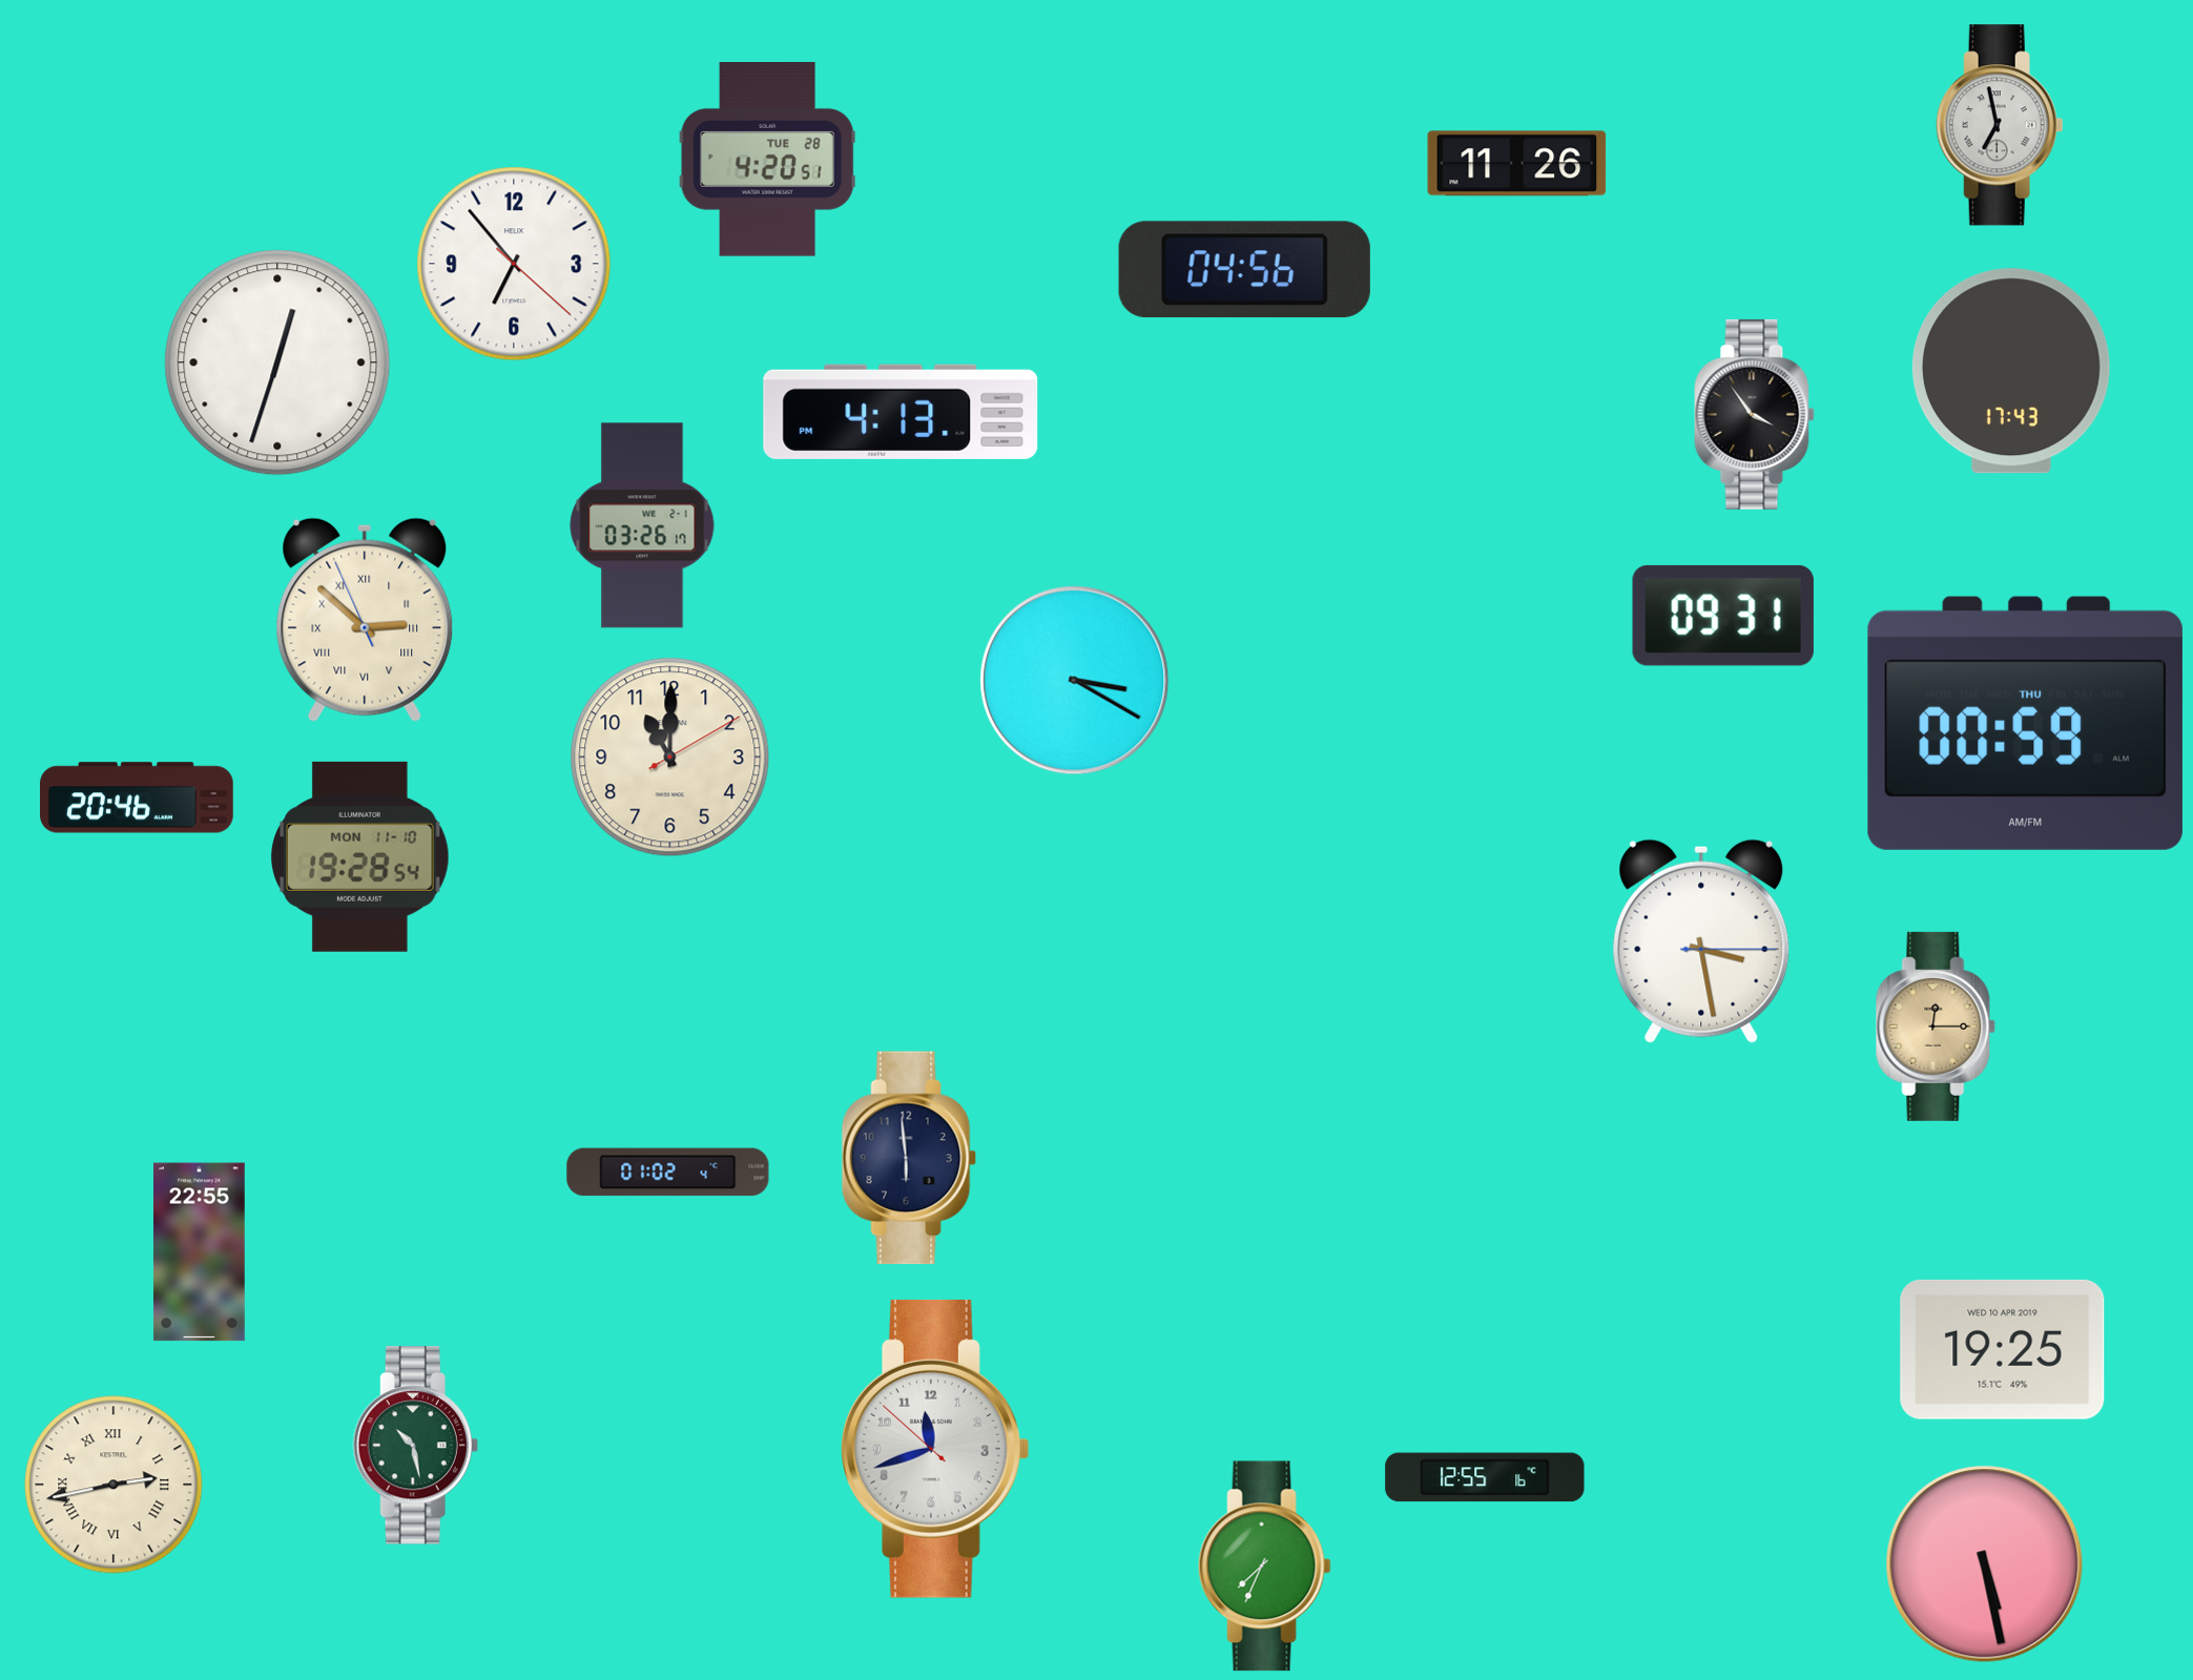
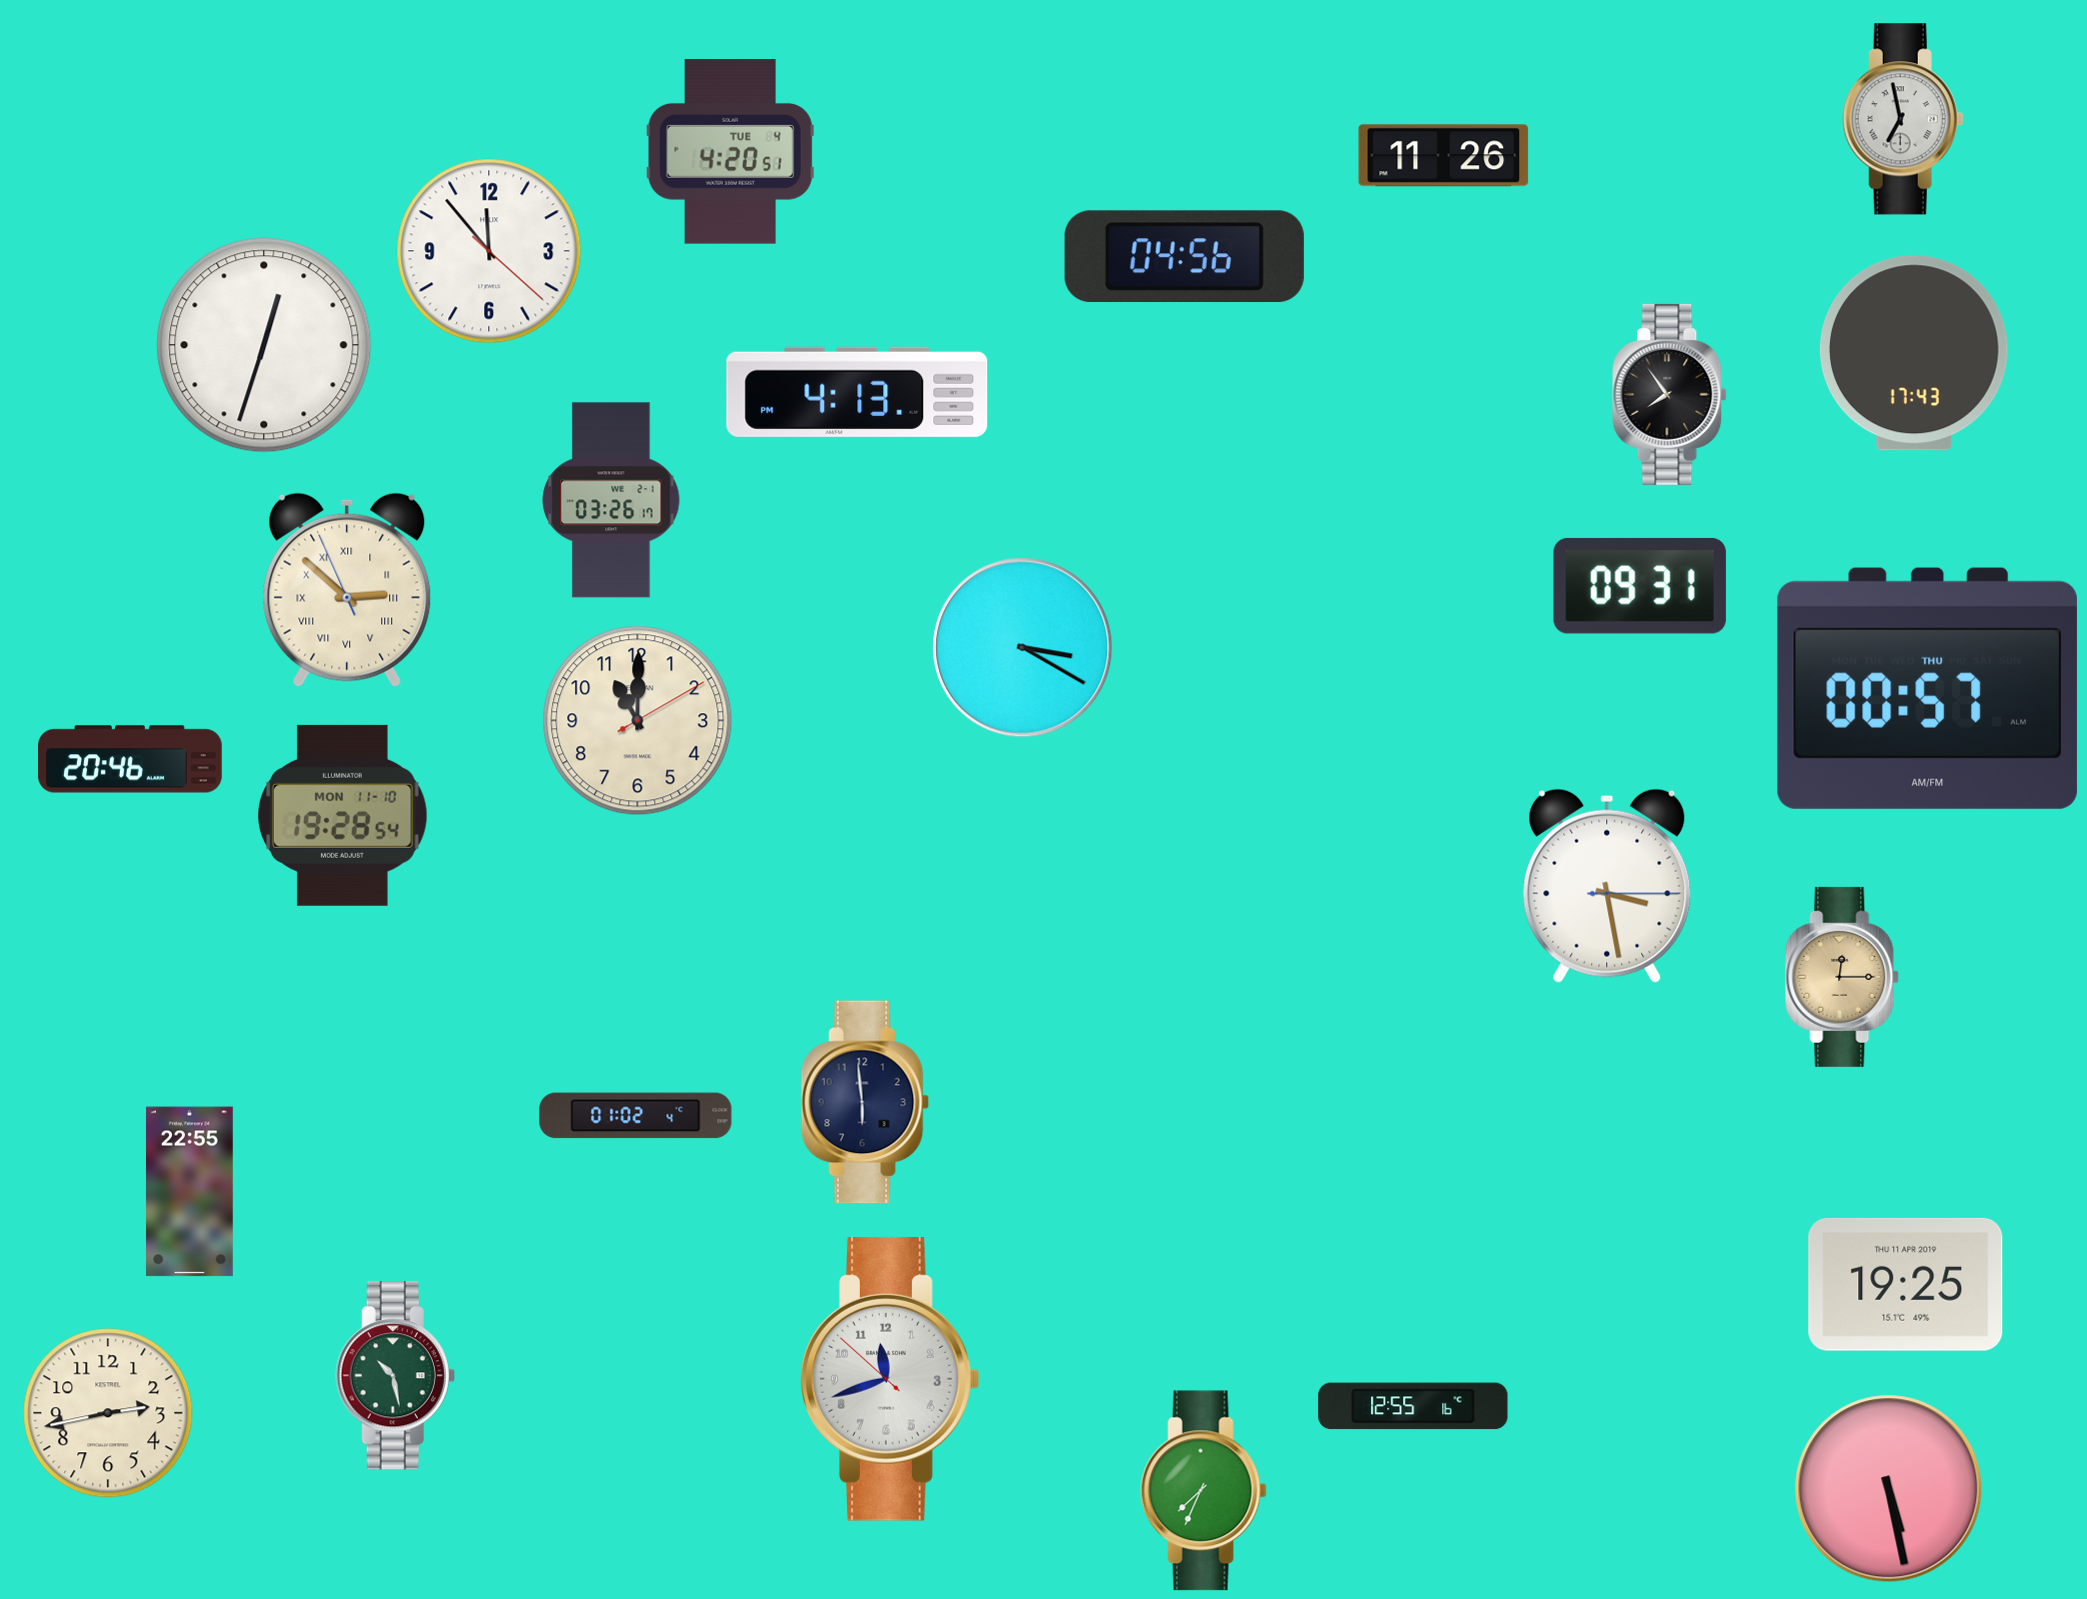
clock at (767, 160) date: TUE 28 -> TUE 4
clock at (514, 264): 6:53 -> 11:53
clock at (1755, 414): 3:54 -> 7:54
clock at (2025, 723): 00:59 -> 00:57
clock at (1701, 941) position: (1701, 941) -> (1607, 886)
clock at (2003, 1349) date: WED 10 APR 2019 -> THU 11 APR 2019
clock at (113, 1485) numerals: Roman -> Arabic
